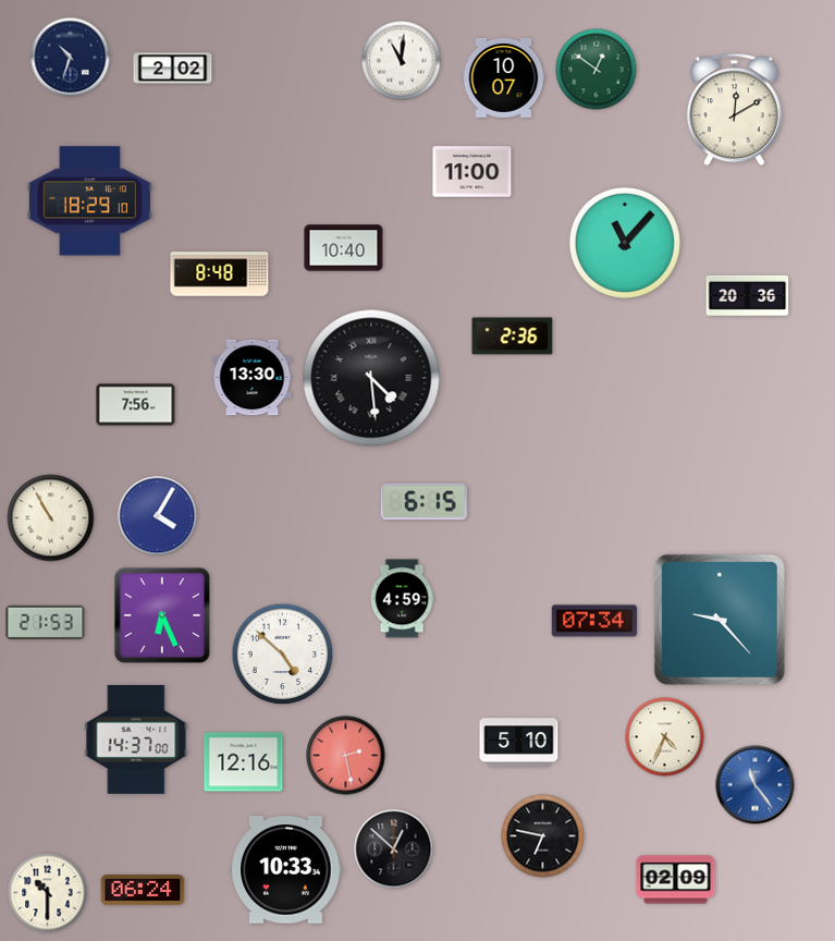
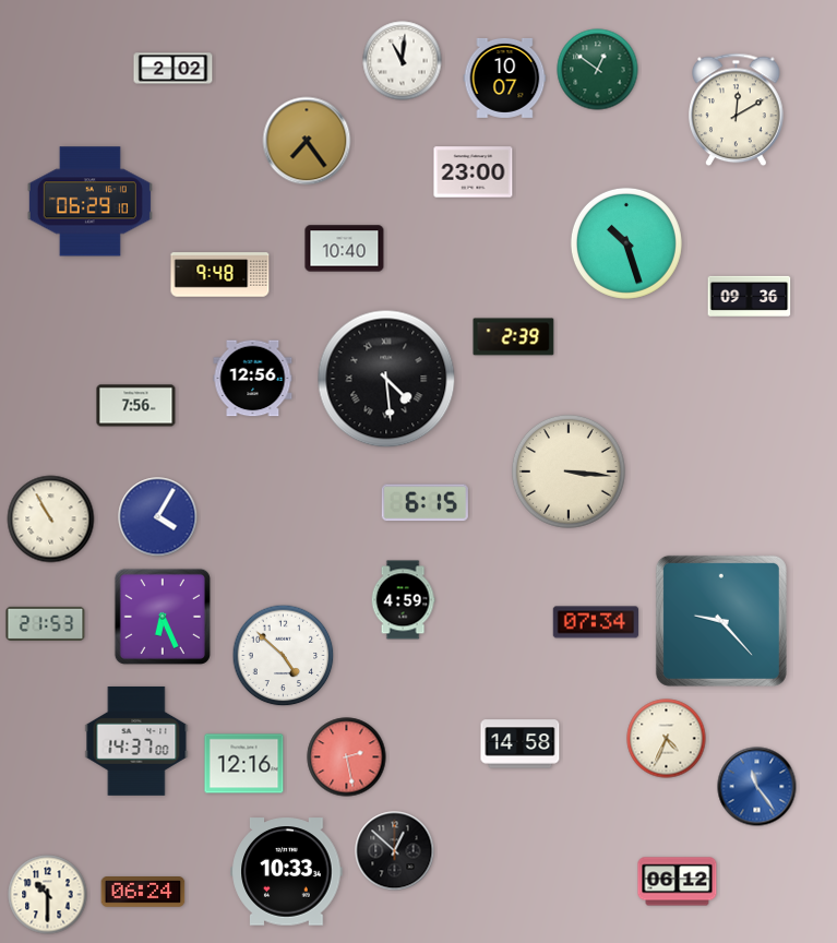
clock at (71, 58): 10:33 -> none
clock at (307, 141): none -> 7:24
clock at (472, 172): 11:00 -> 23:00
clock at (89, 201): 18:29 -> 06:29
clock at (625, 243): 11:07 -> 10:27
clock at (220, 274): 8:48 -> 9:48
clock at (748, 295): 20:36 -> 09:36
clock at (513, 337): 2:36 -> 2:39
clock at (253, 378): 13:30 -> 12:56
clock at (371, 378) position: (371, 378) -> (386, 379)
clock at (569, 471): none -> 3:16
clock at (519, 743): 5:10 -> 14:58
clock at (543, 836): 6:47 -> none
clock at (676, 880): 02:09 -> 06:12
